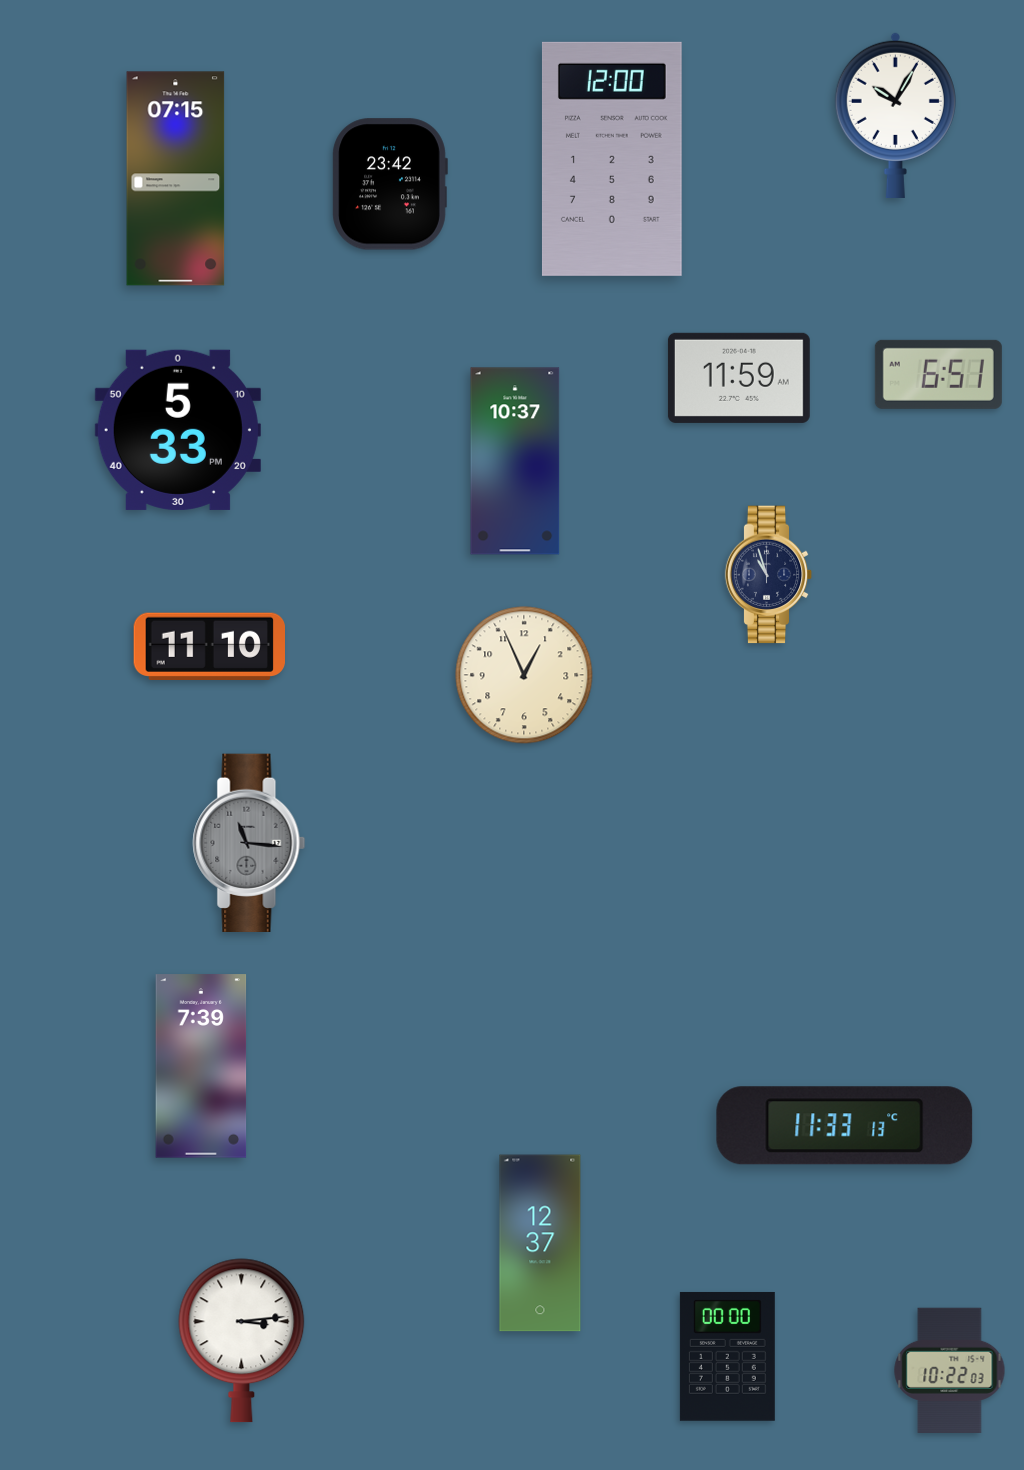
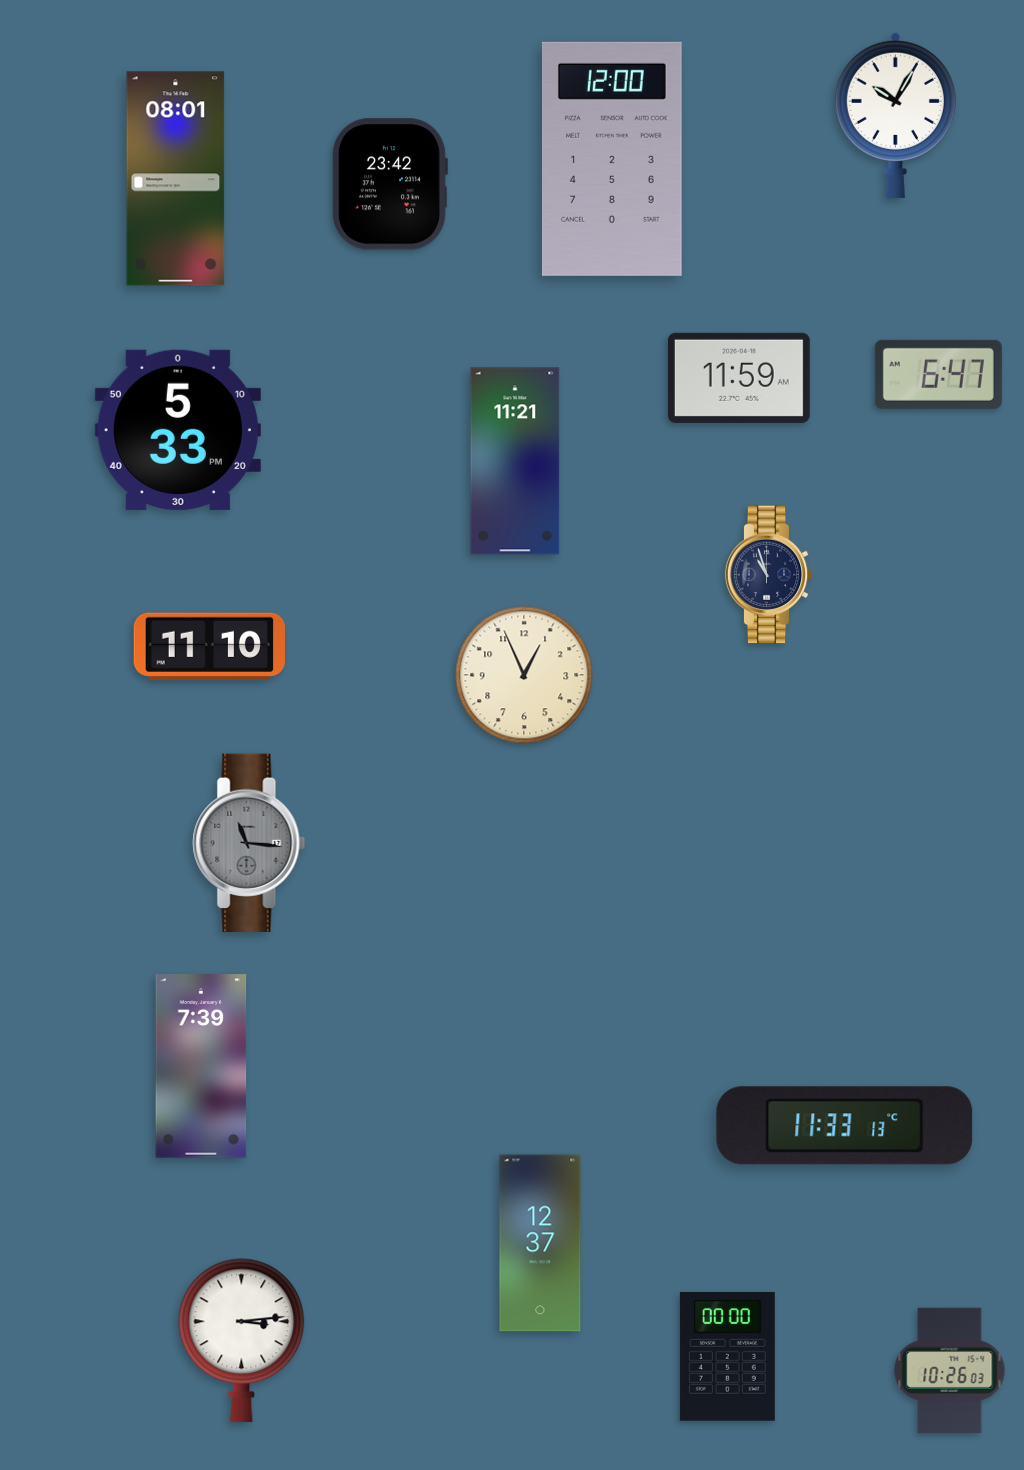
clock at (176, 179): 07:15 -> 08:01
clock at (938, 374): 6:51 -> 6:47
clock at (515, 461): 10:37 -> 11:21
clock at (950, 1370): 10:22 -> 10:26
